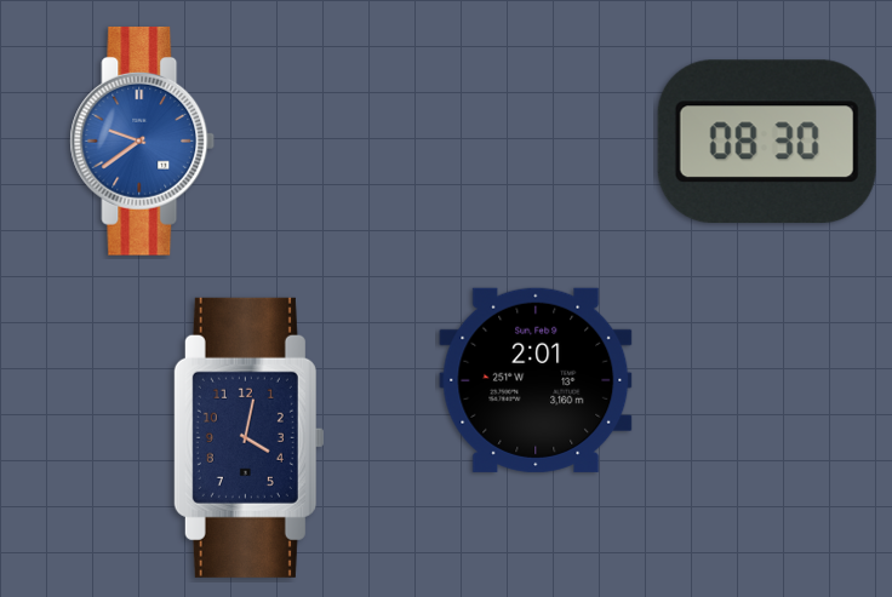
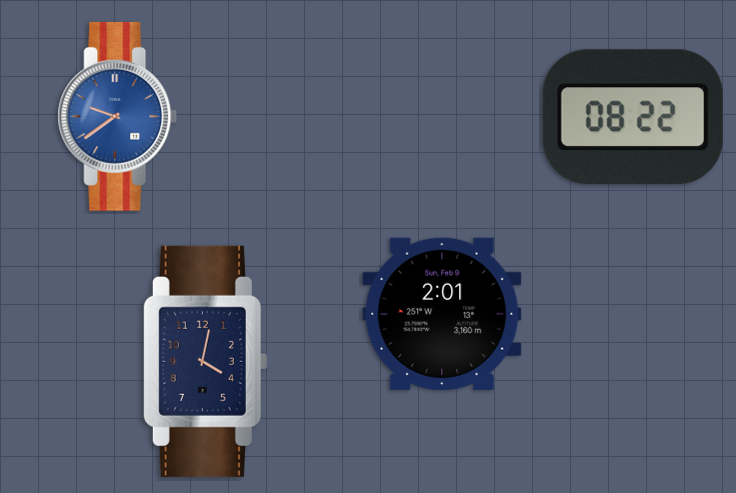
clock at (767, 142): 08:30 -> 08:22
